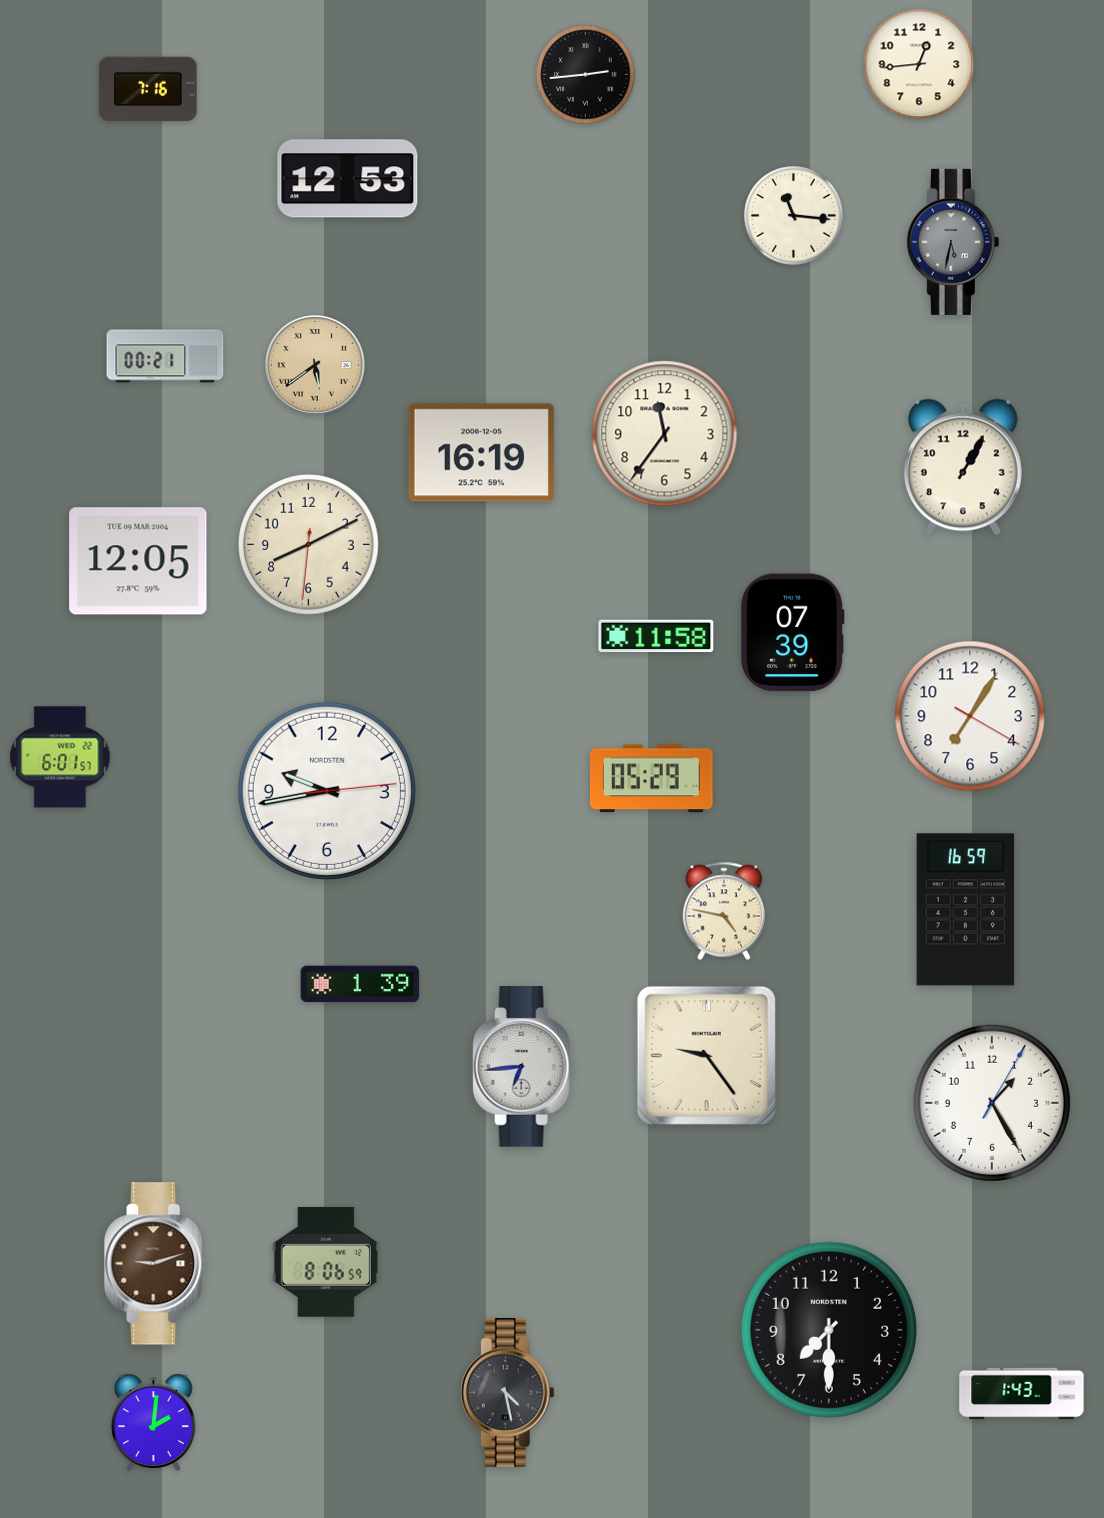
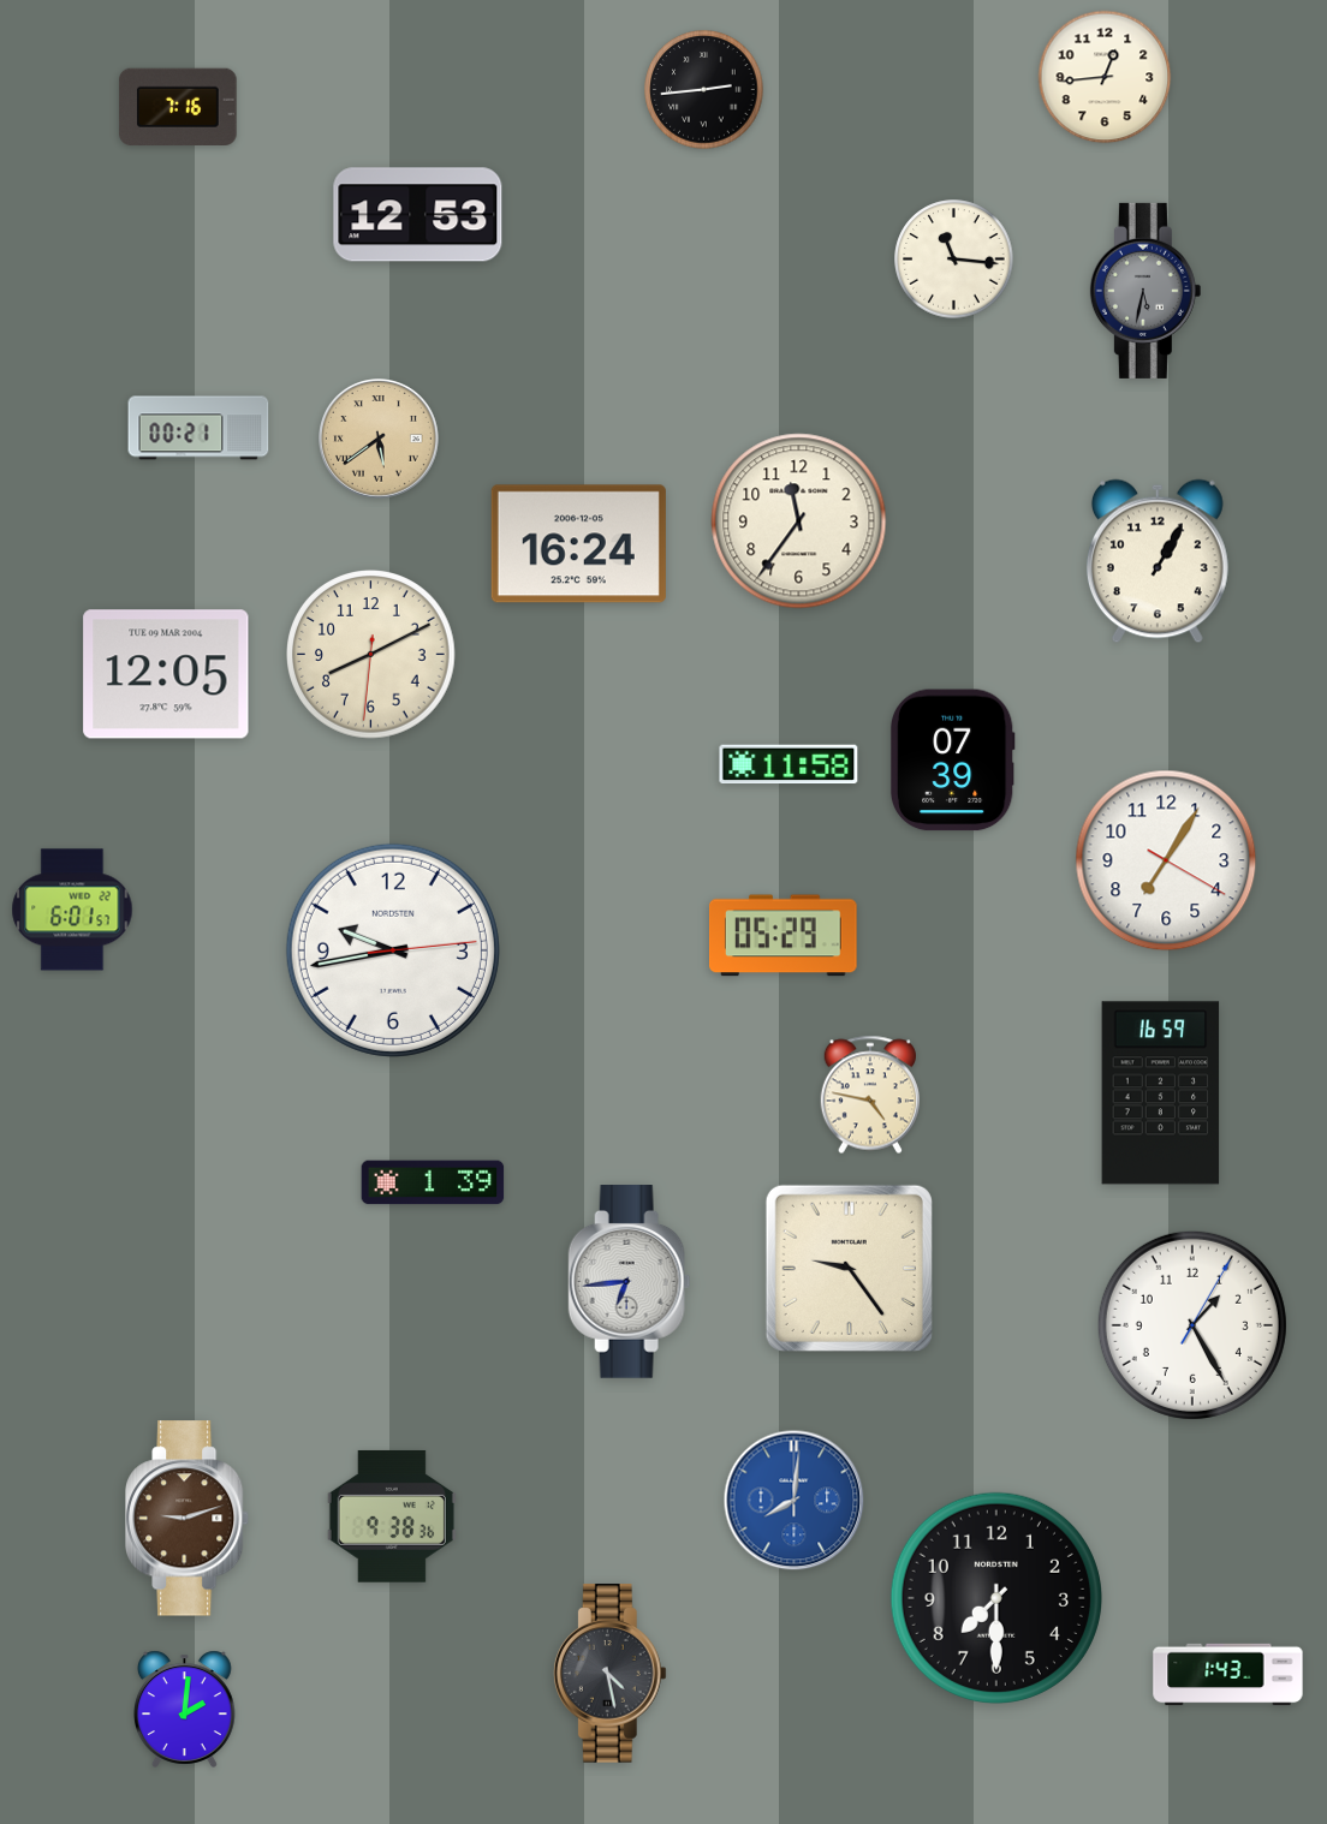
clock at (481, 453): 16:19 -> 16:24
clock at (795, 1501): none -> 8:01
clock at (326, 1262): 8:06 -> 9:38
